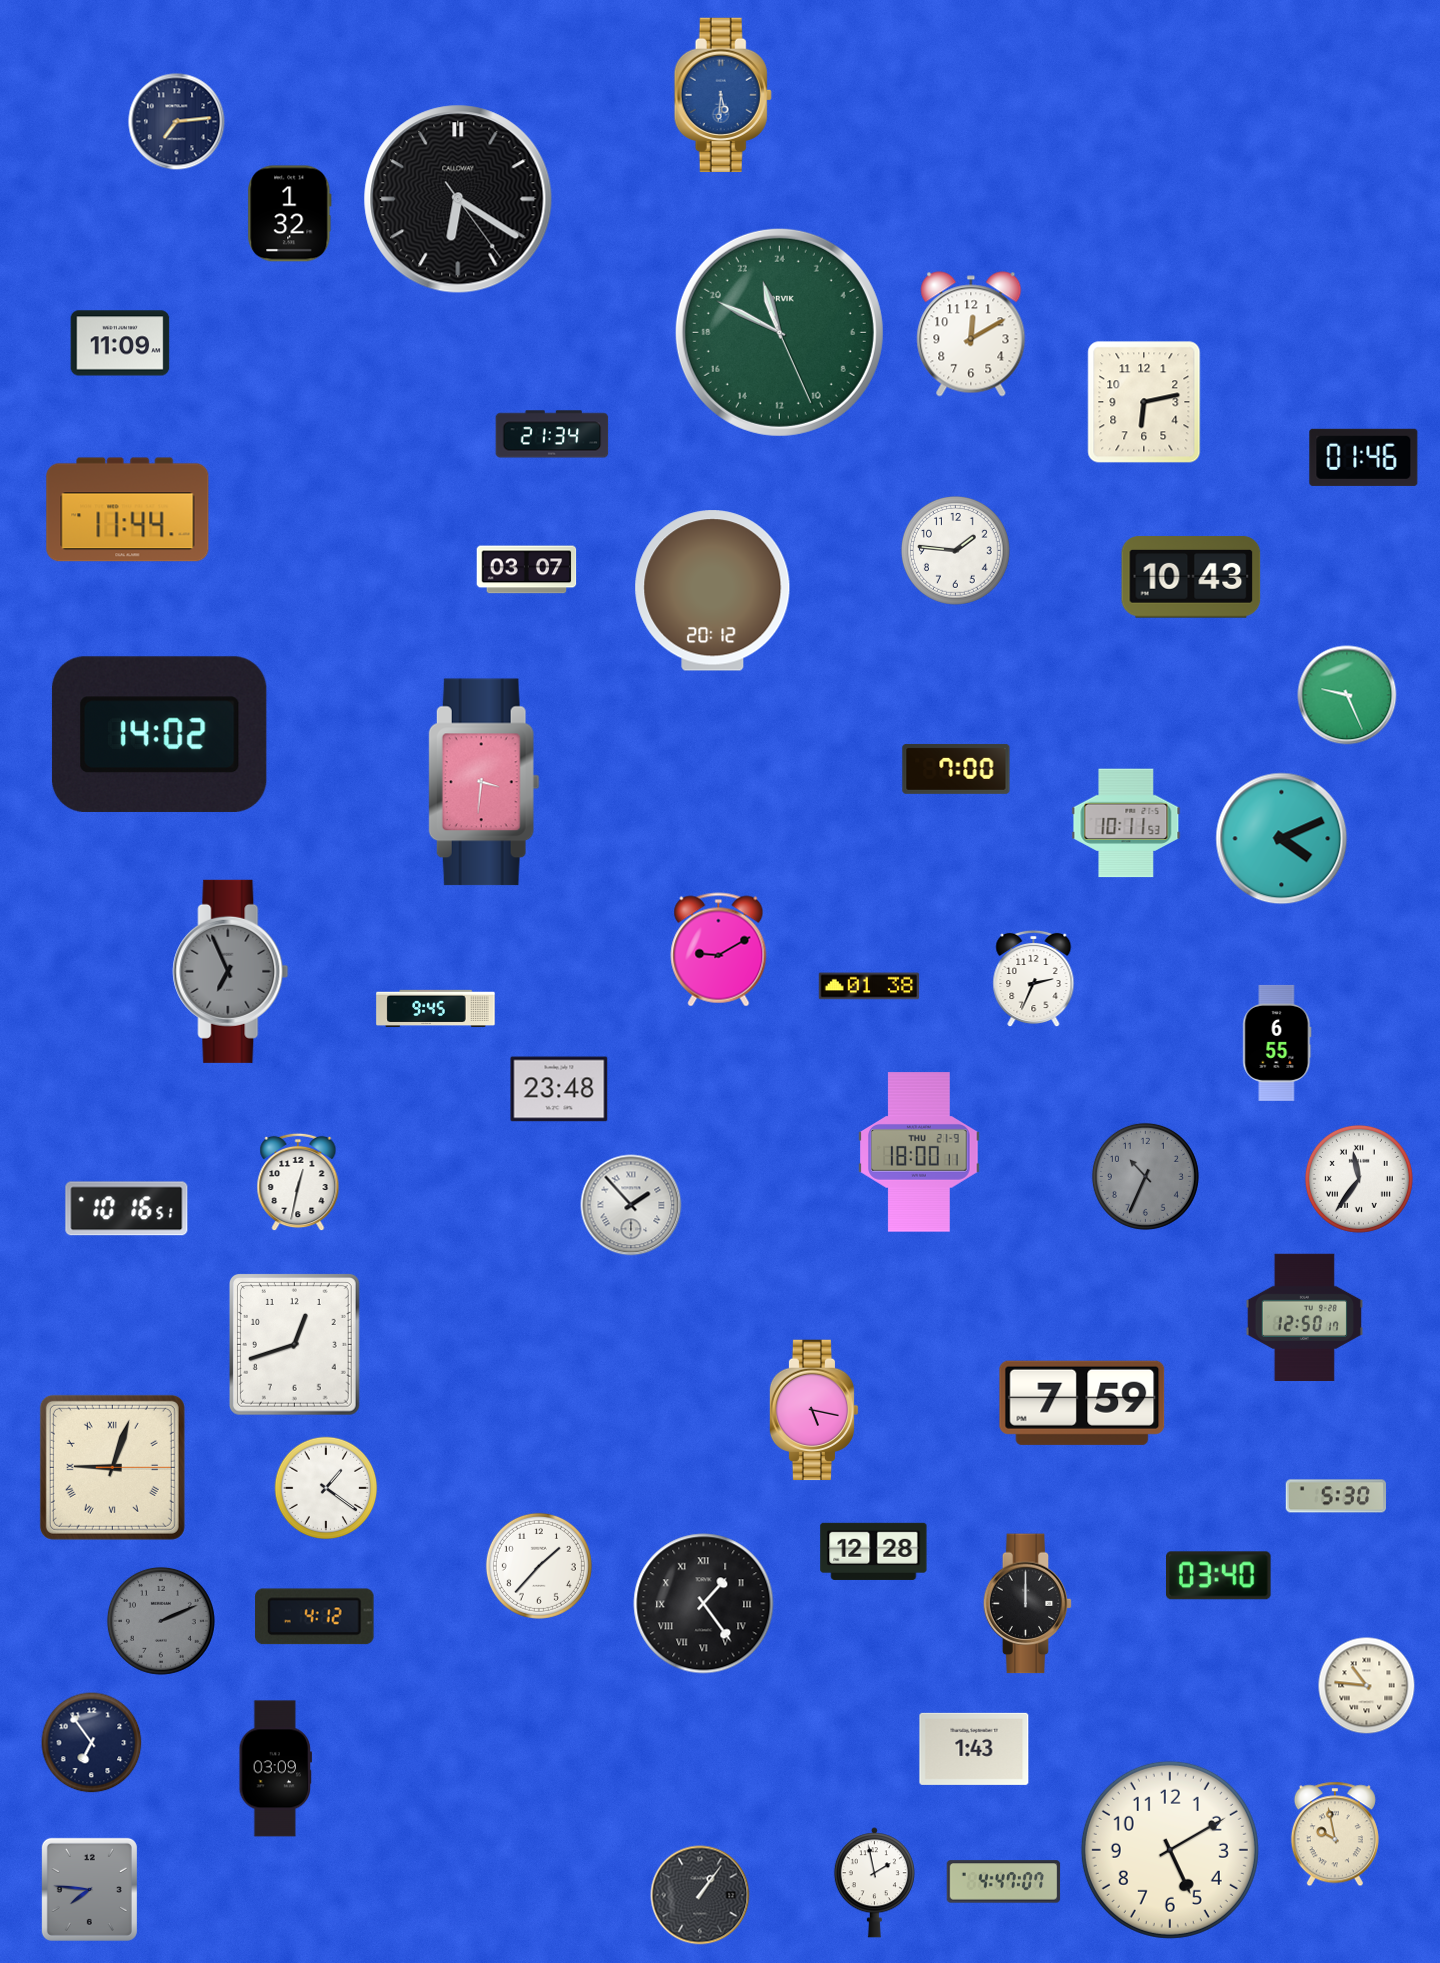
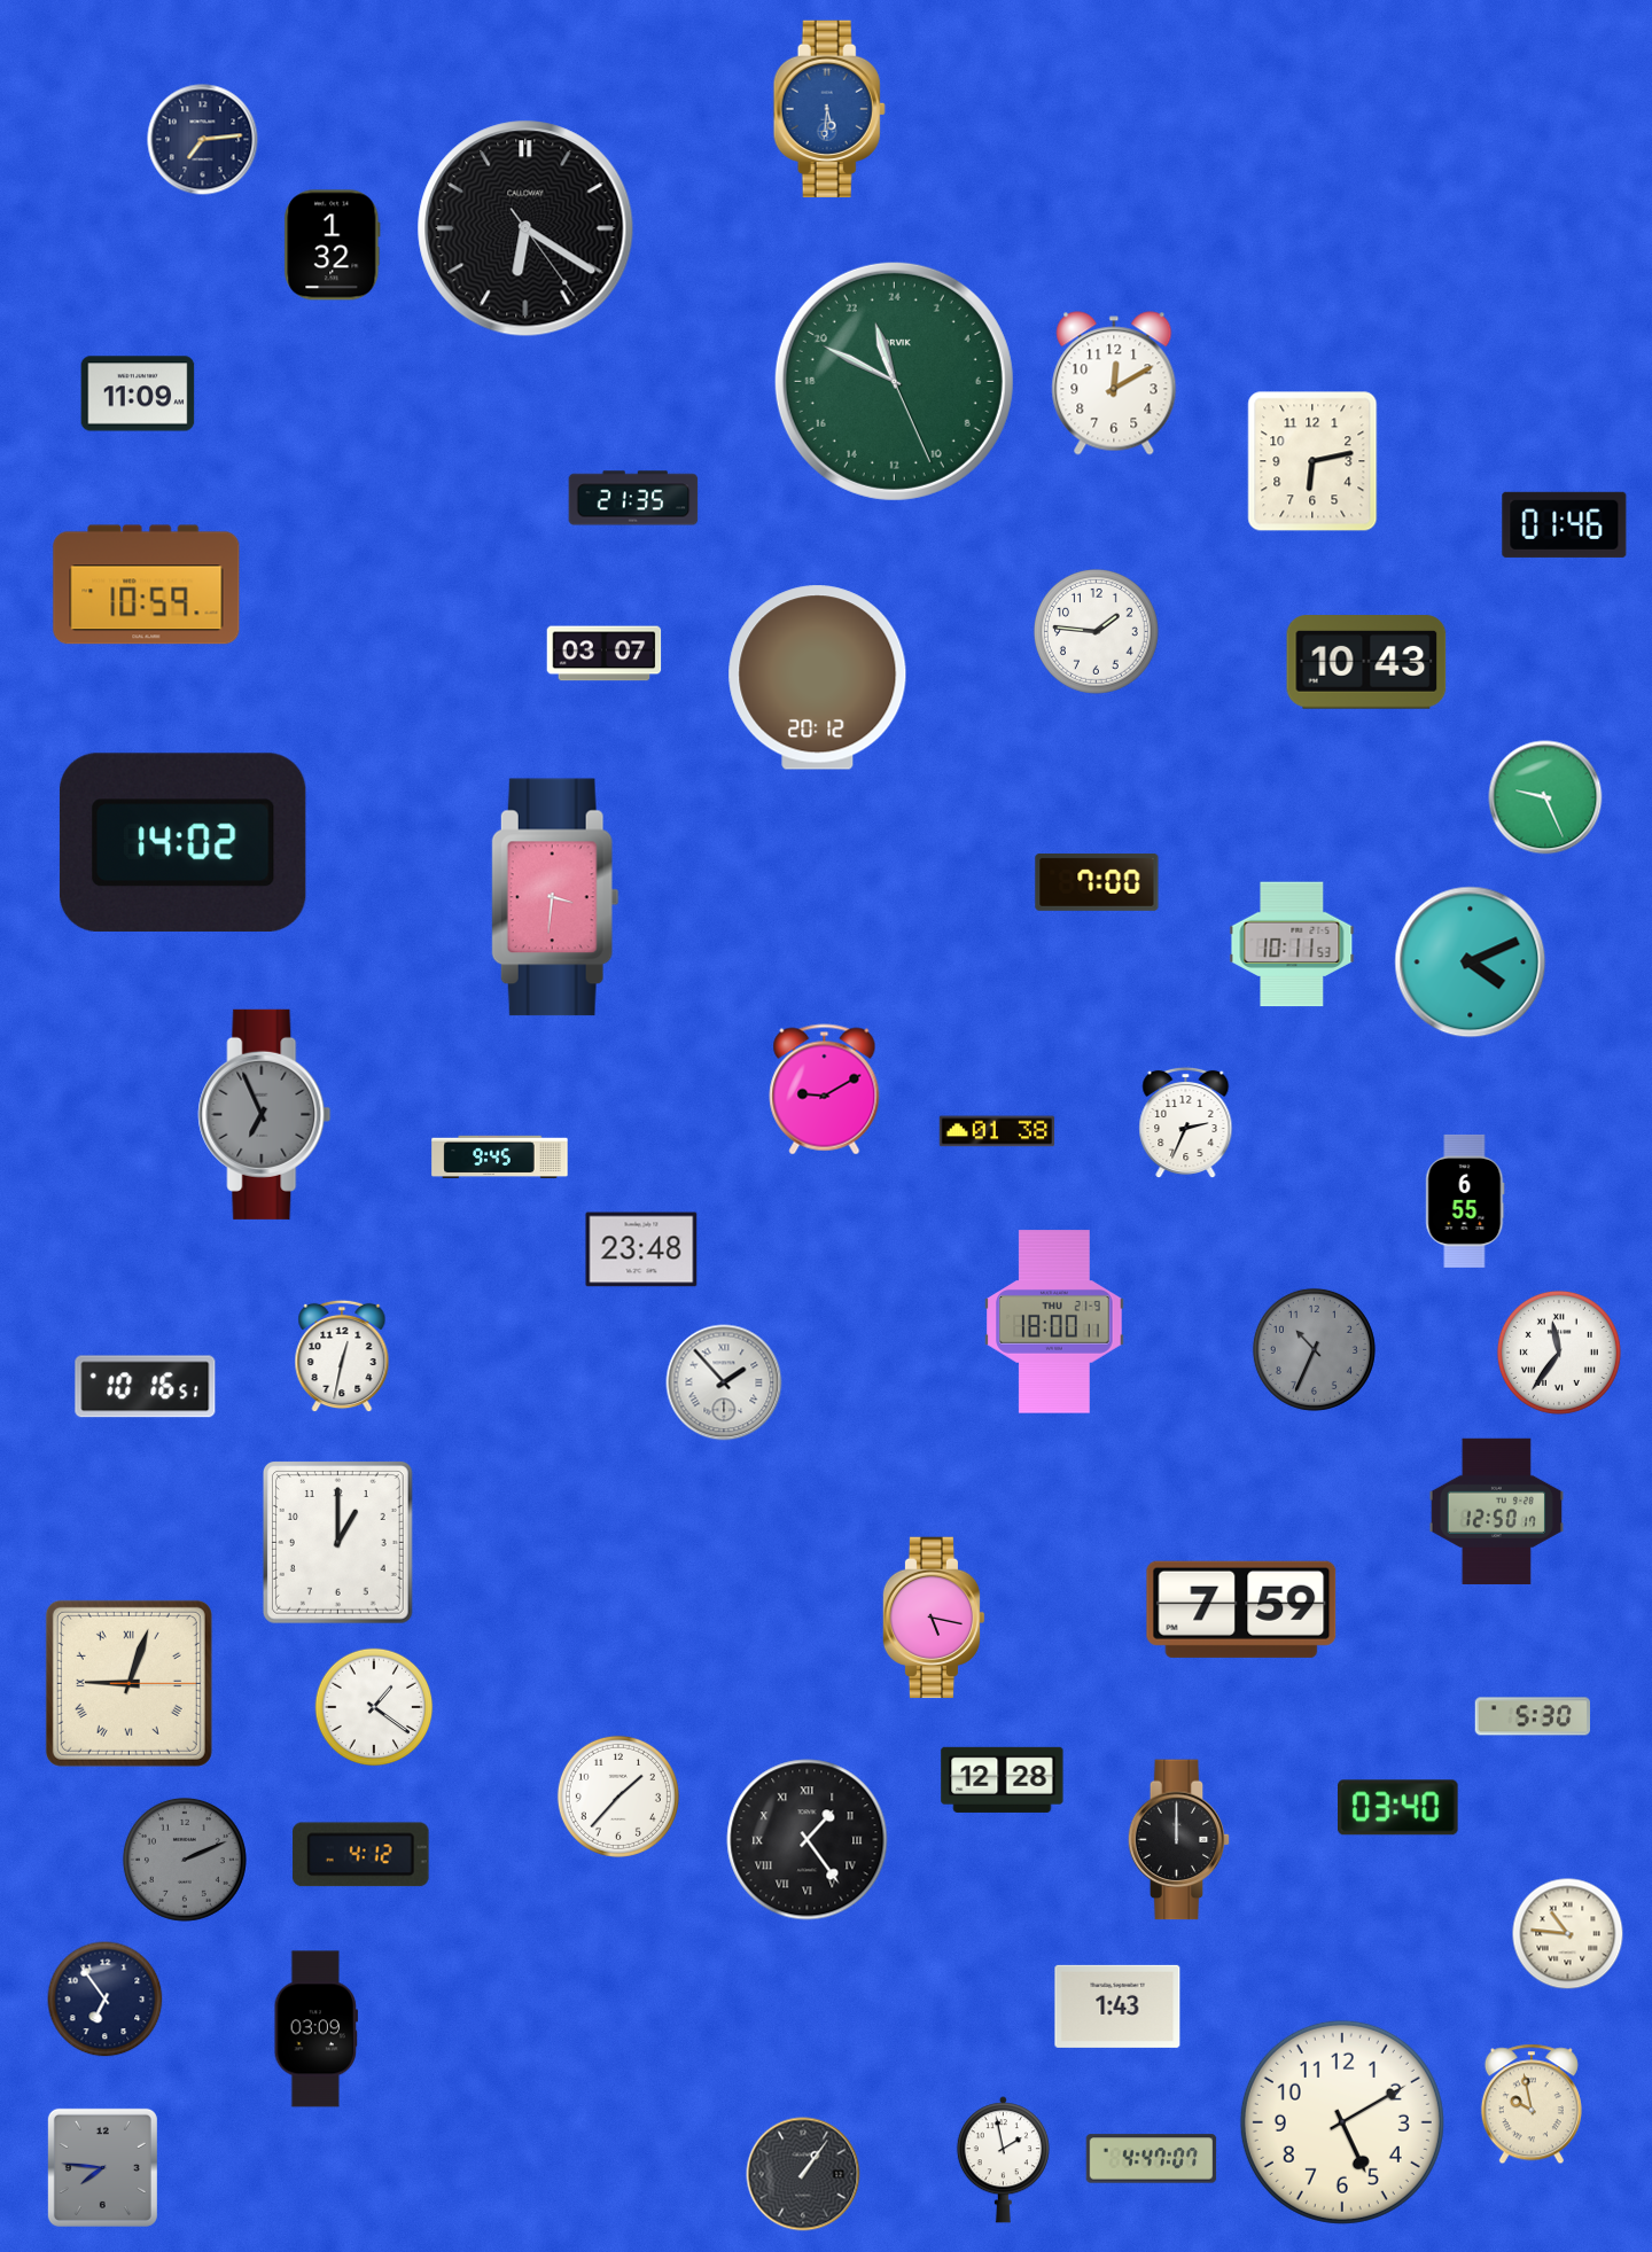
clock at (552, 434): 21:34 -> 21:35
clock at (128, 510): 11:44 -> 10:59
clock at (1277, 1043) position: (1277, 1043) -> (1465, 1201)
clock at (294, 1344): 12:42 -> 1:00
